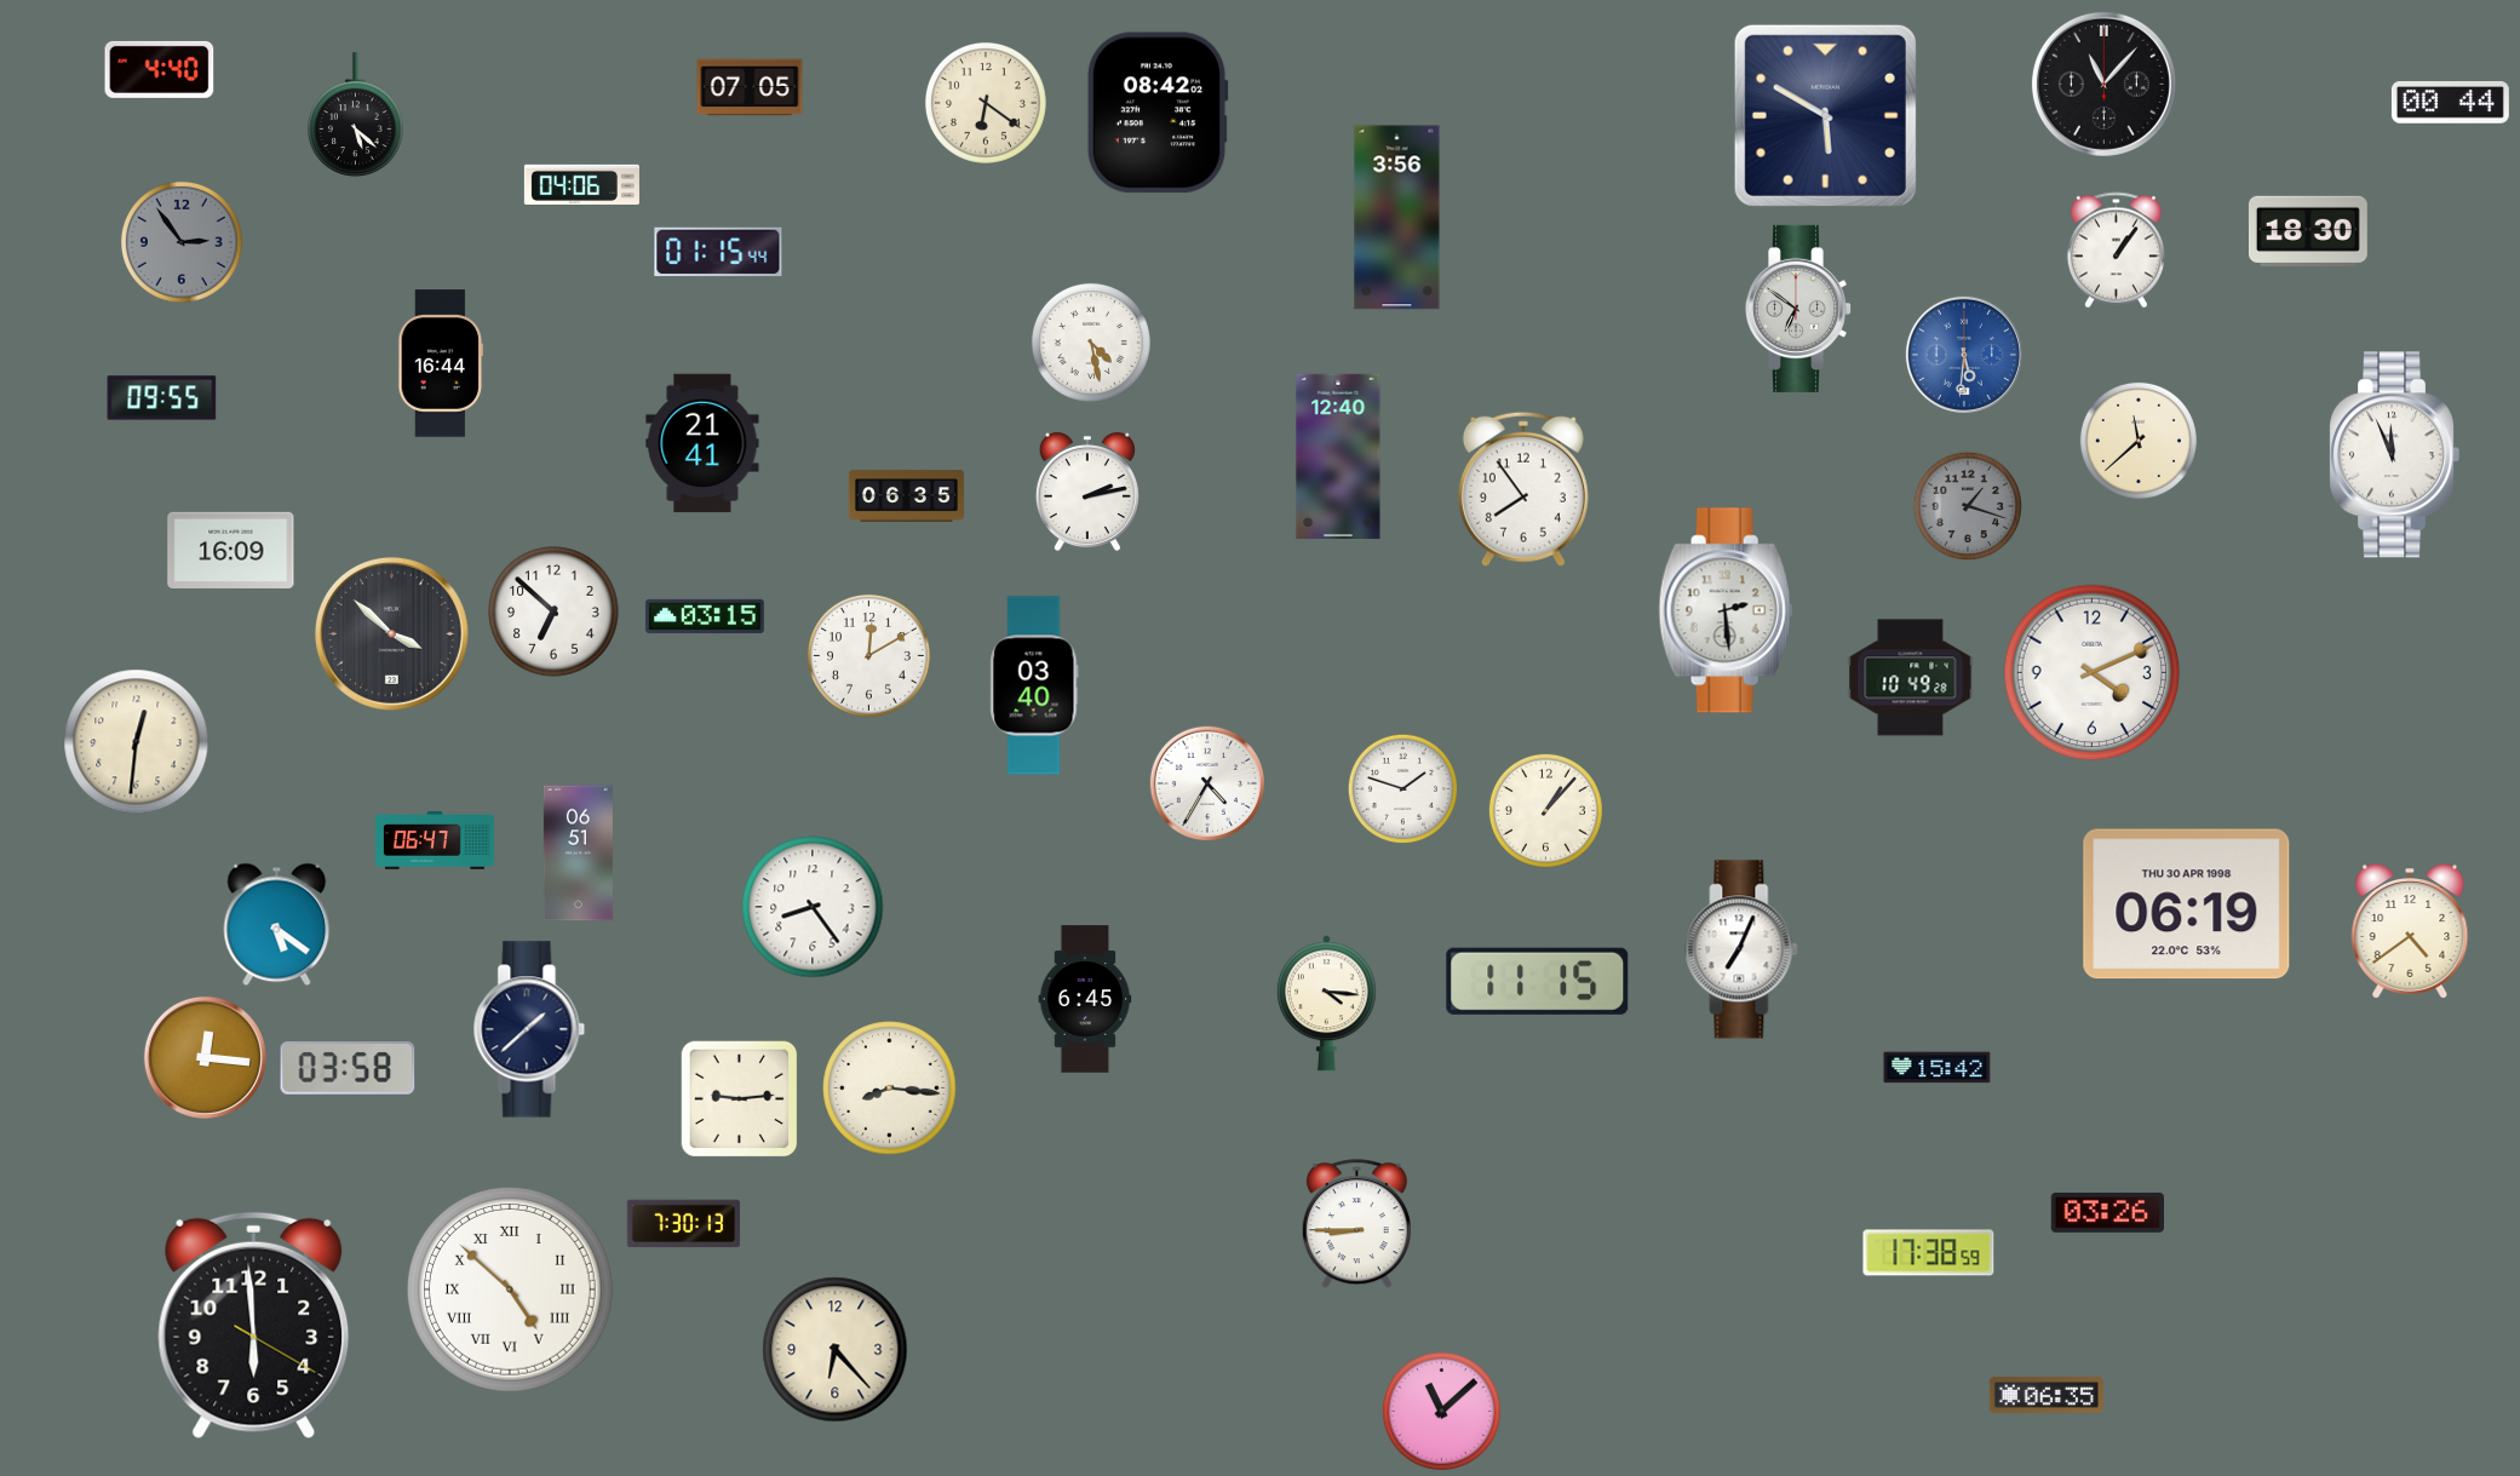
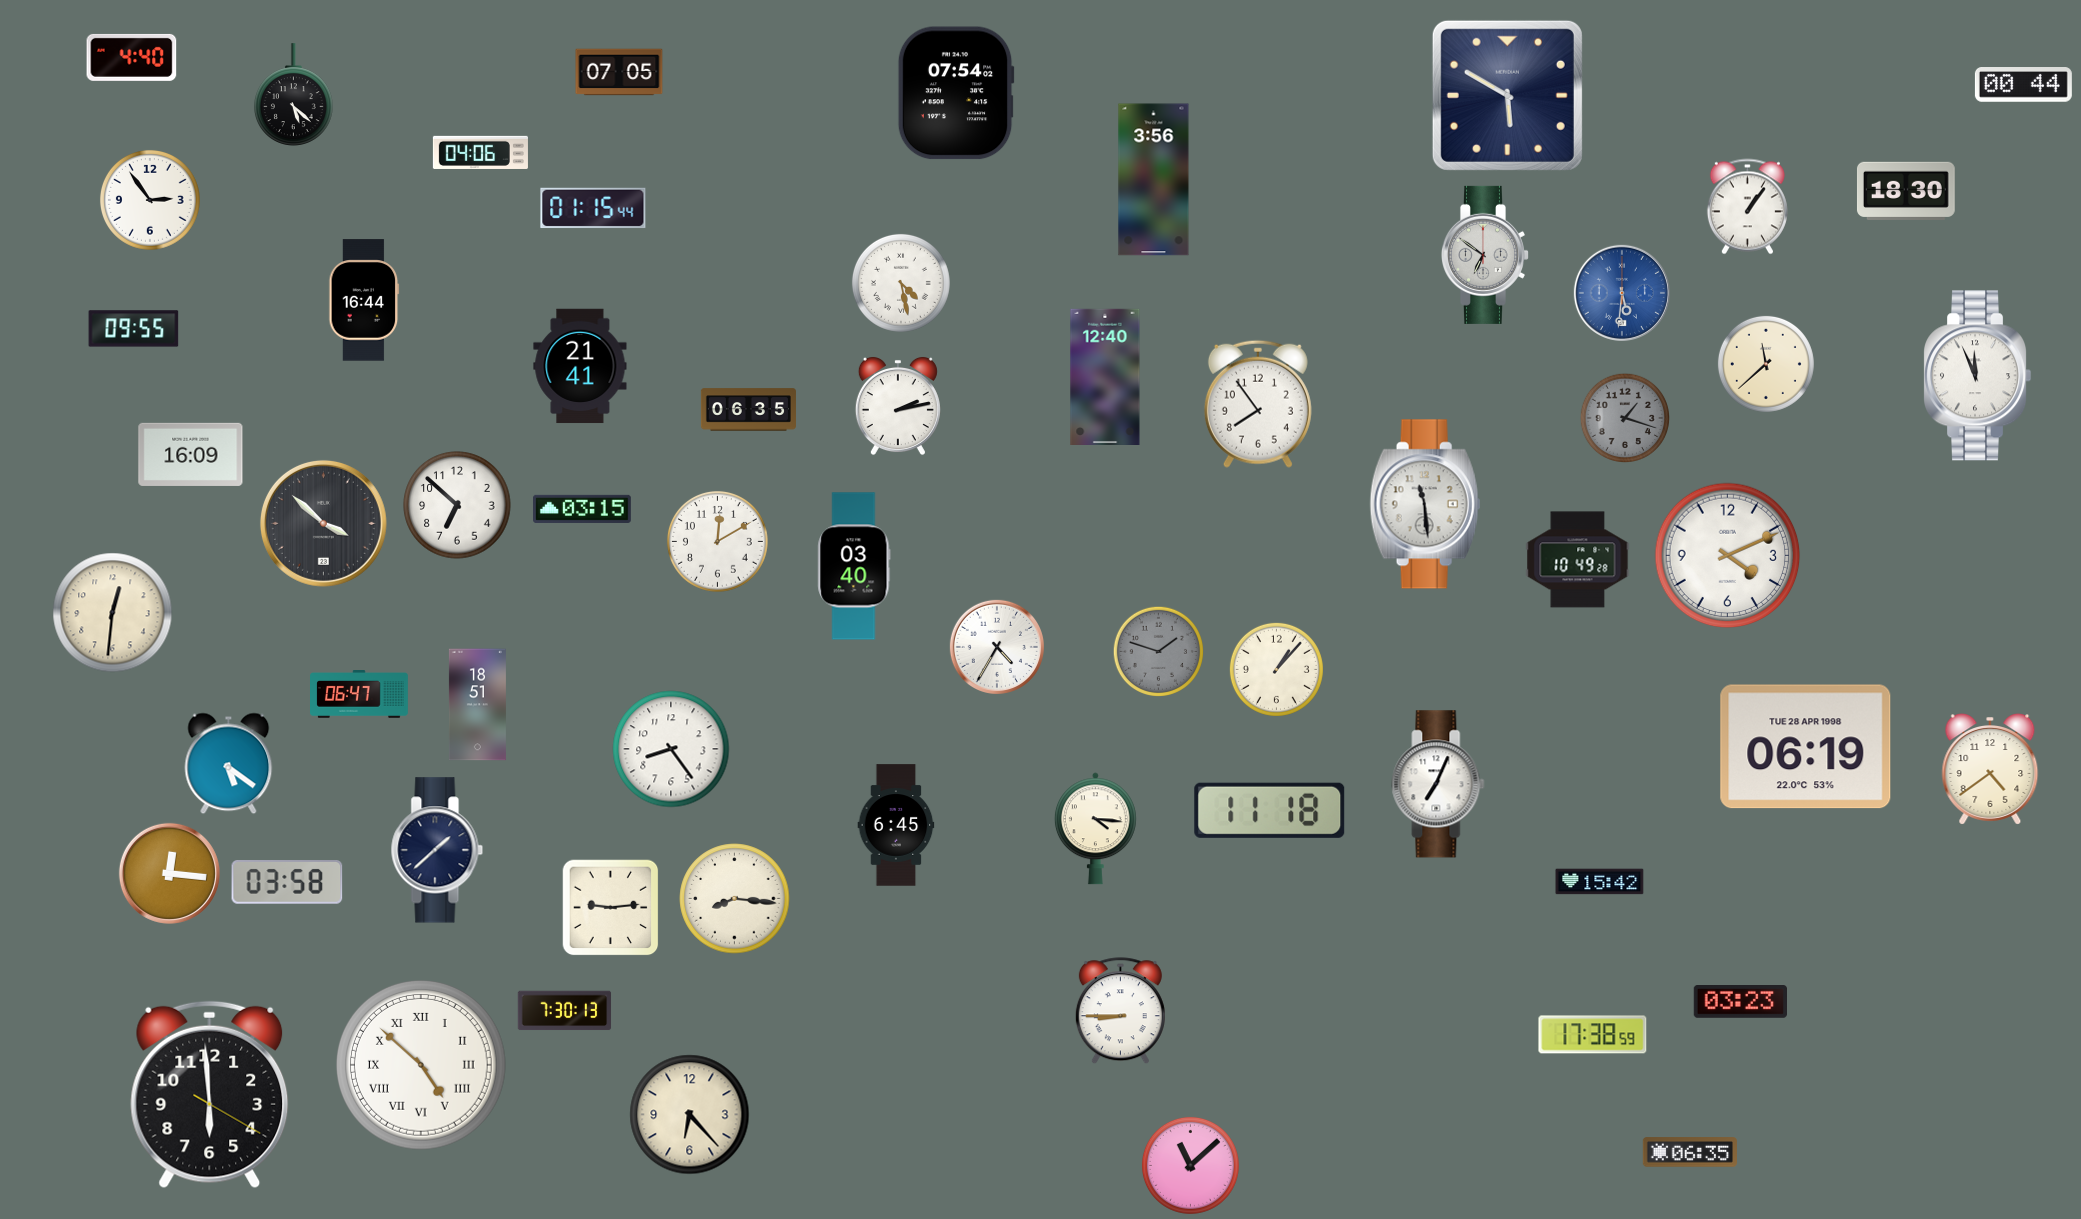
clock at (2103, 84): 11:07 -> none
clock at (986, 103): 6:21 -> none
clock at (1158, 113): 08:42 -> 07:54
clock at (182, 242) dial: grey -> white
clock at (1726, 610): 2:29 -> 11:29
clock at (1402, 788) dial: white -> grey
clock at (578, 854): 06:51 -> 18:51
clock at (2187, 904) date: THU 30 APR 1998 -> TUE 28 APR 1998
clock at (1538, 981): 11:15 -> 11:18
clock at (2108, 1213): 03:26 -> 03:23
